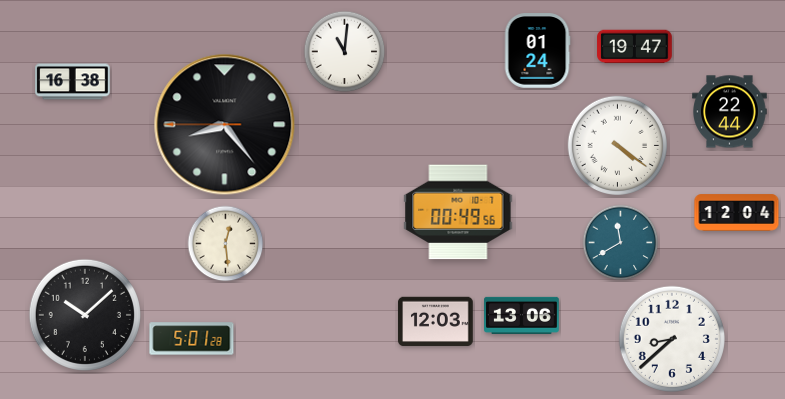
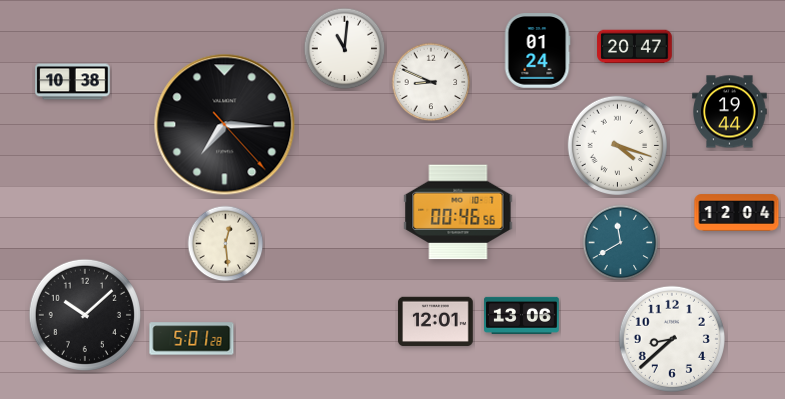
clock at (635, 47): 19:47 -> 20:47
clock at (345, 52) position: (345, 52) -> (345, 49)
clock at (73, 82): 16:38 -> 10:38
clock at (431, 82): none -> 8:49
clock at (730, 112): 22:44 -> 19:44
clock at (225, 125): 8:23 -> 7:15
clock at (617, 145): 4:21 -> 4:18
clock at (458, 212): 00:49 -> 00:46
clock at (436, 322): 12:03 -> 12:01
